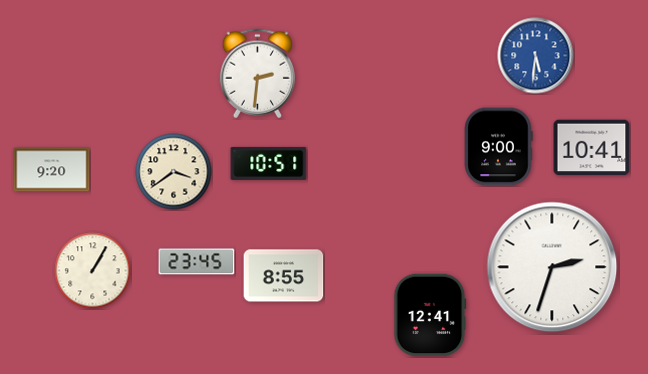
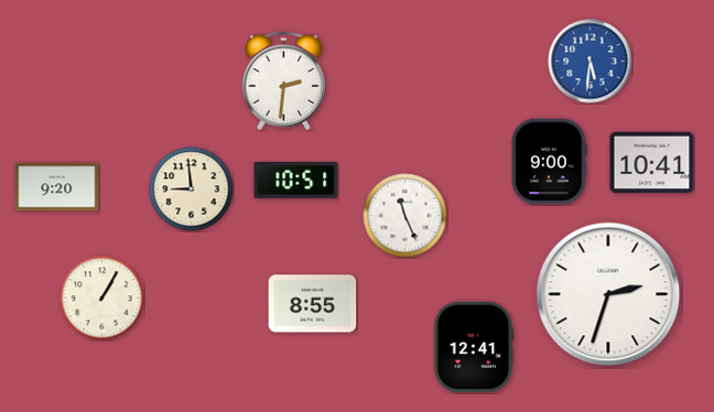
clock at (174, 172): 3:39 -> 8:59
clock at (405, 216): none -> 11:26
clock at (197, 262): 23:45 -> none
